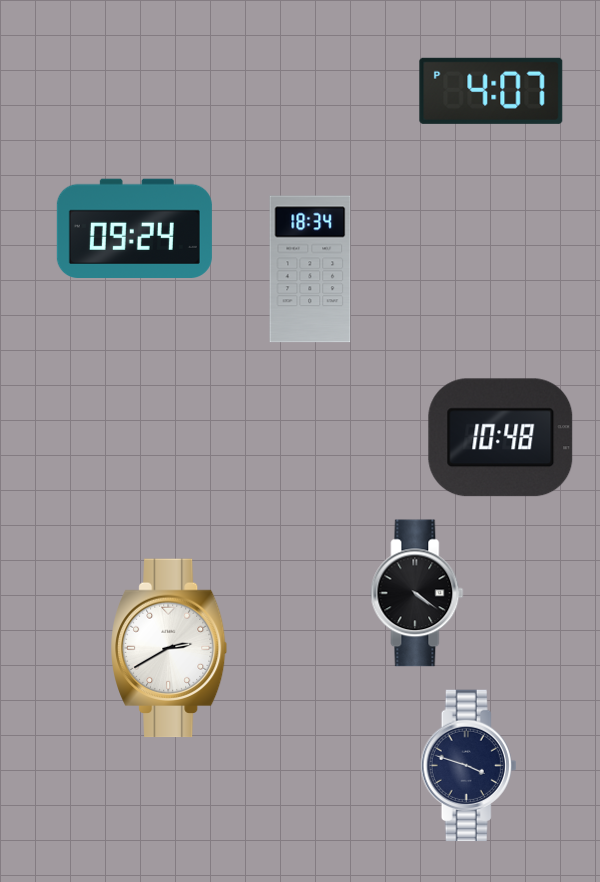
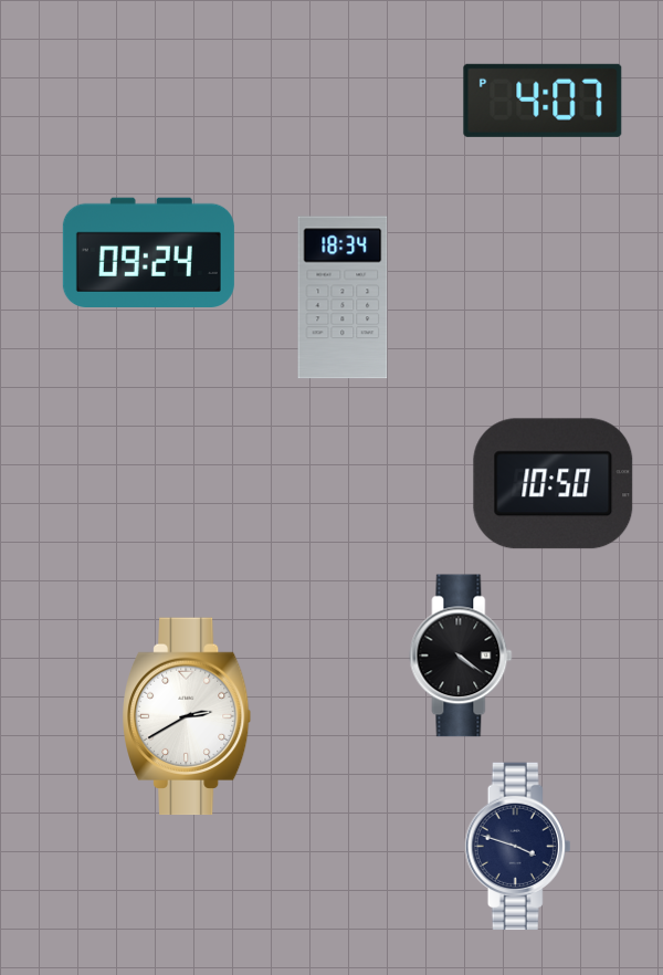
clock at (501, 438): 10:48 -> 10:50
